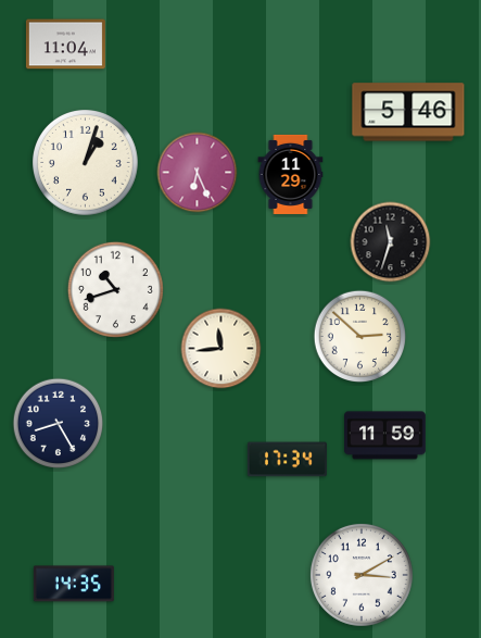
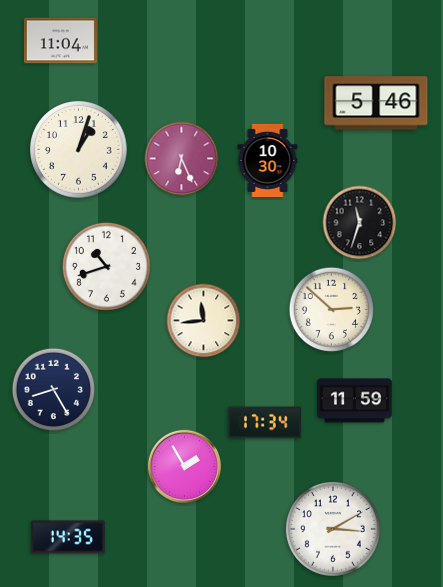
clock at (291, 174): 11:29 -> 10:30
clock at (185, 467): none -> 1:55
